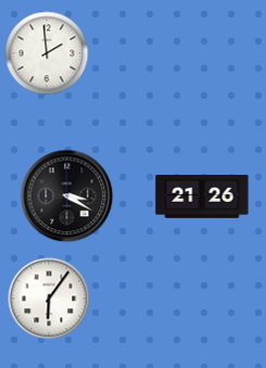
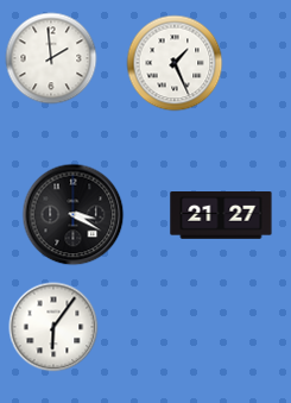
clock at (175, 63): none -> 1:26
clock at (202, 198): 21:26 -> 21:27
